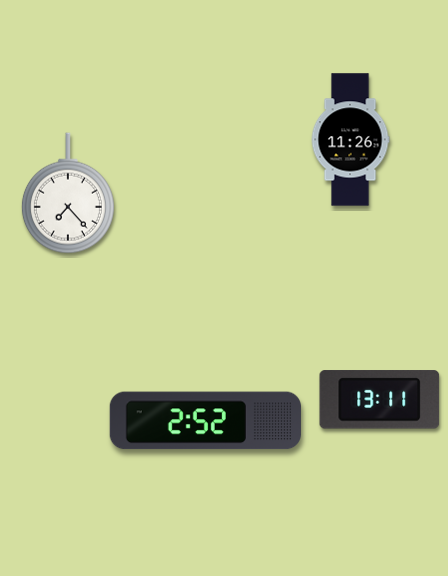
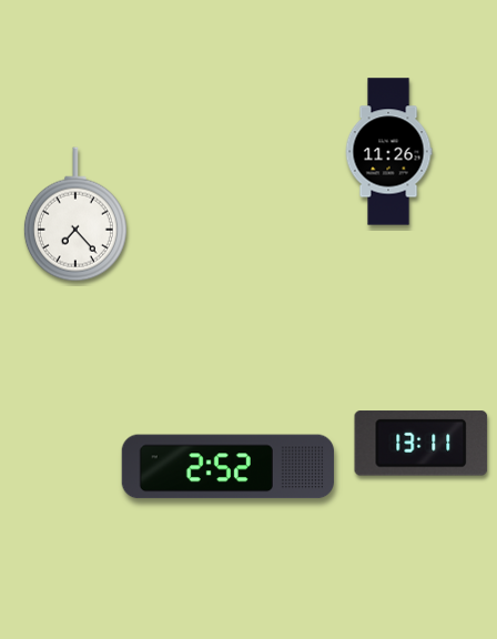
clock at (350, 140) position: (350, 140) -> (388, 152)
